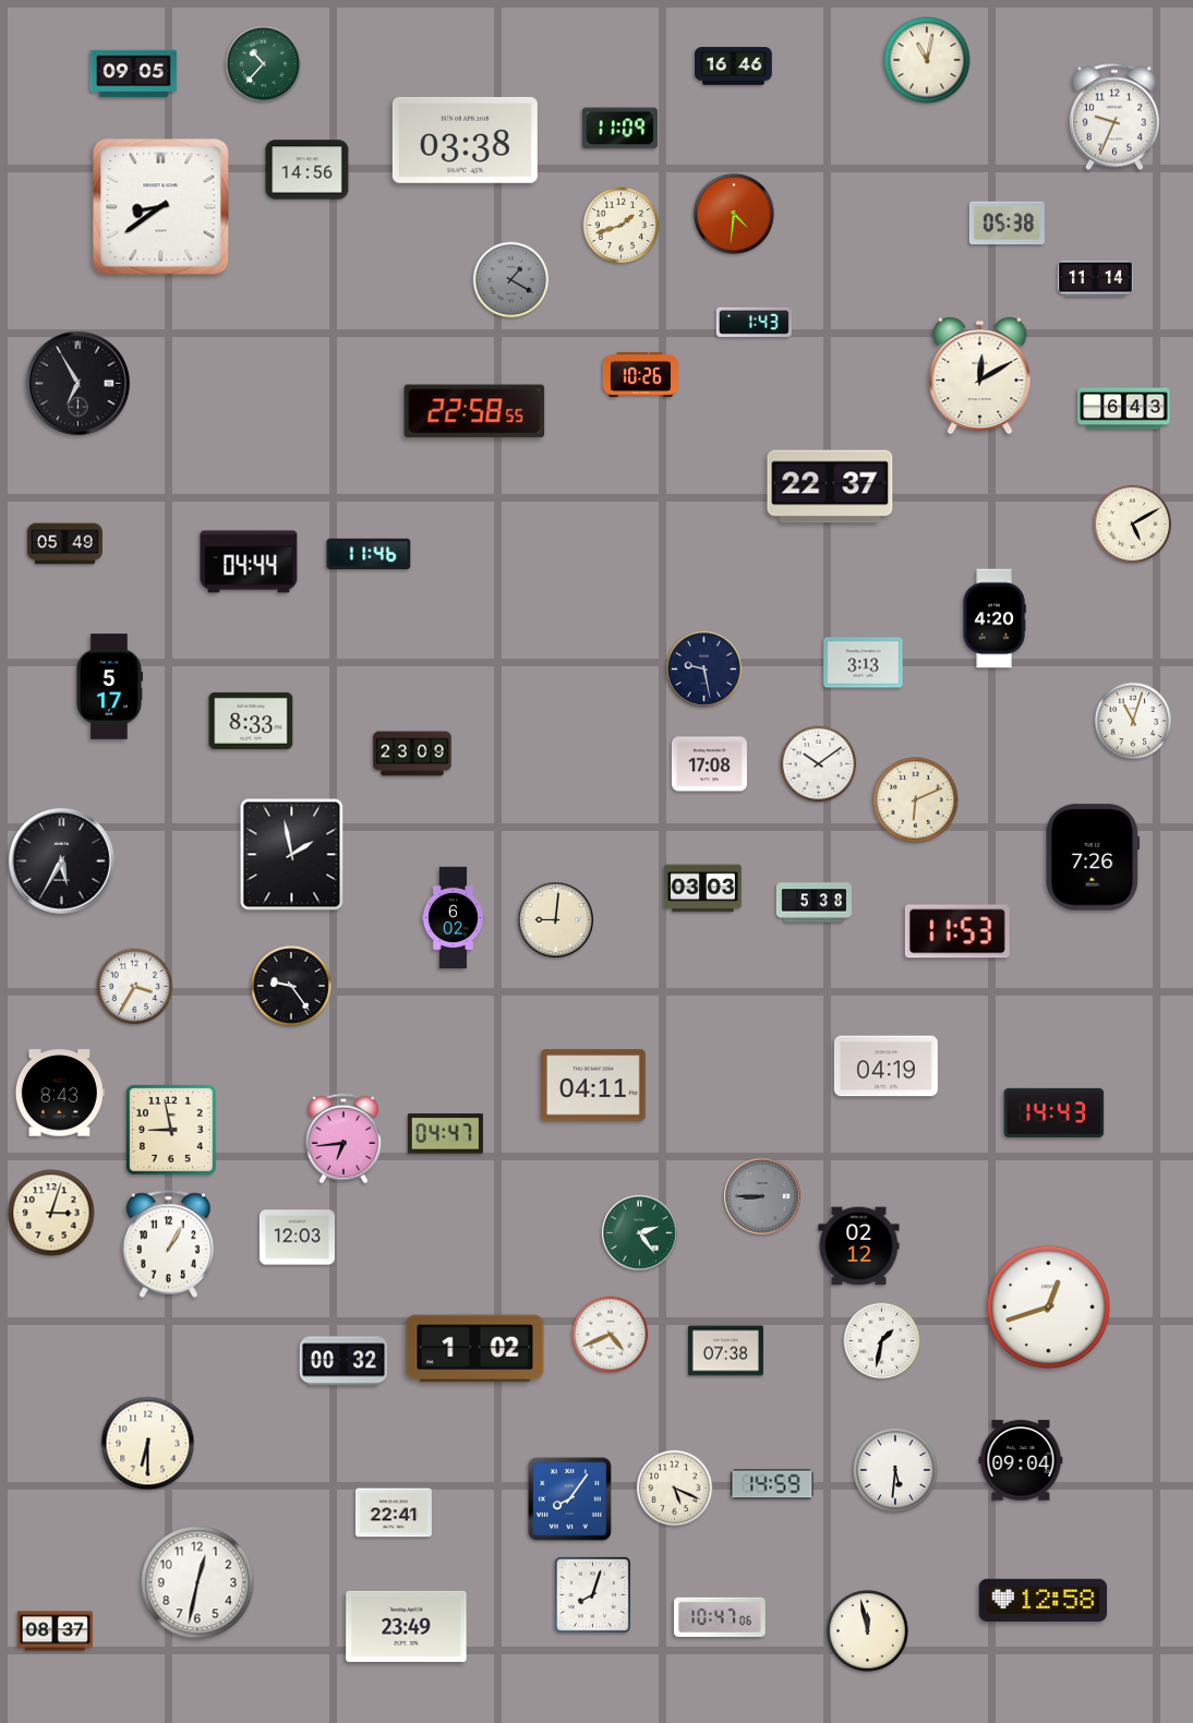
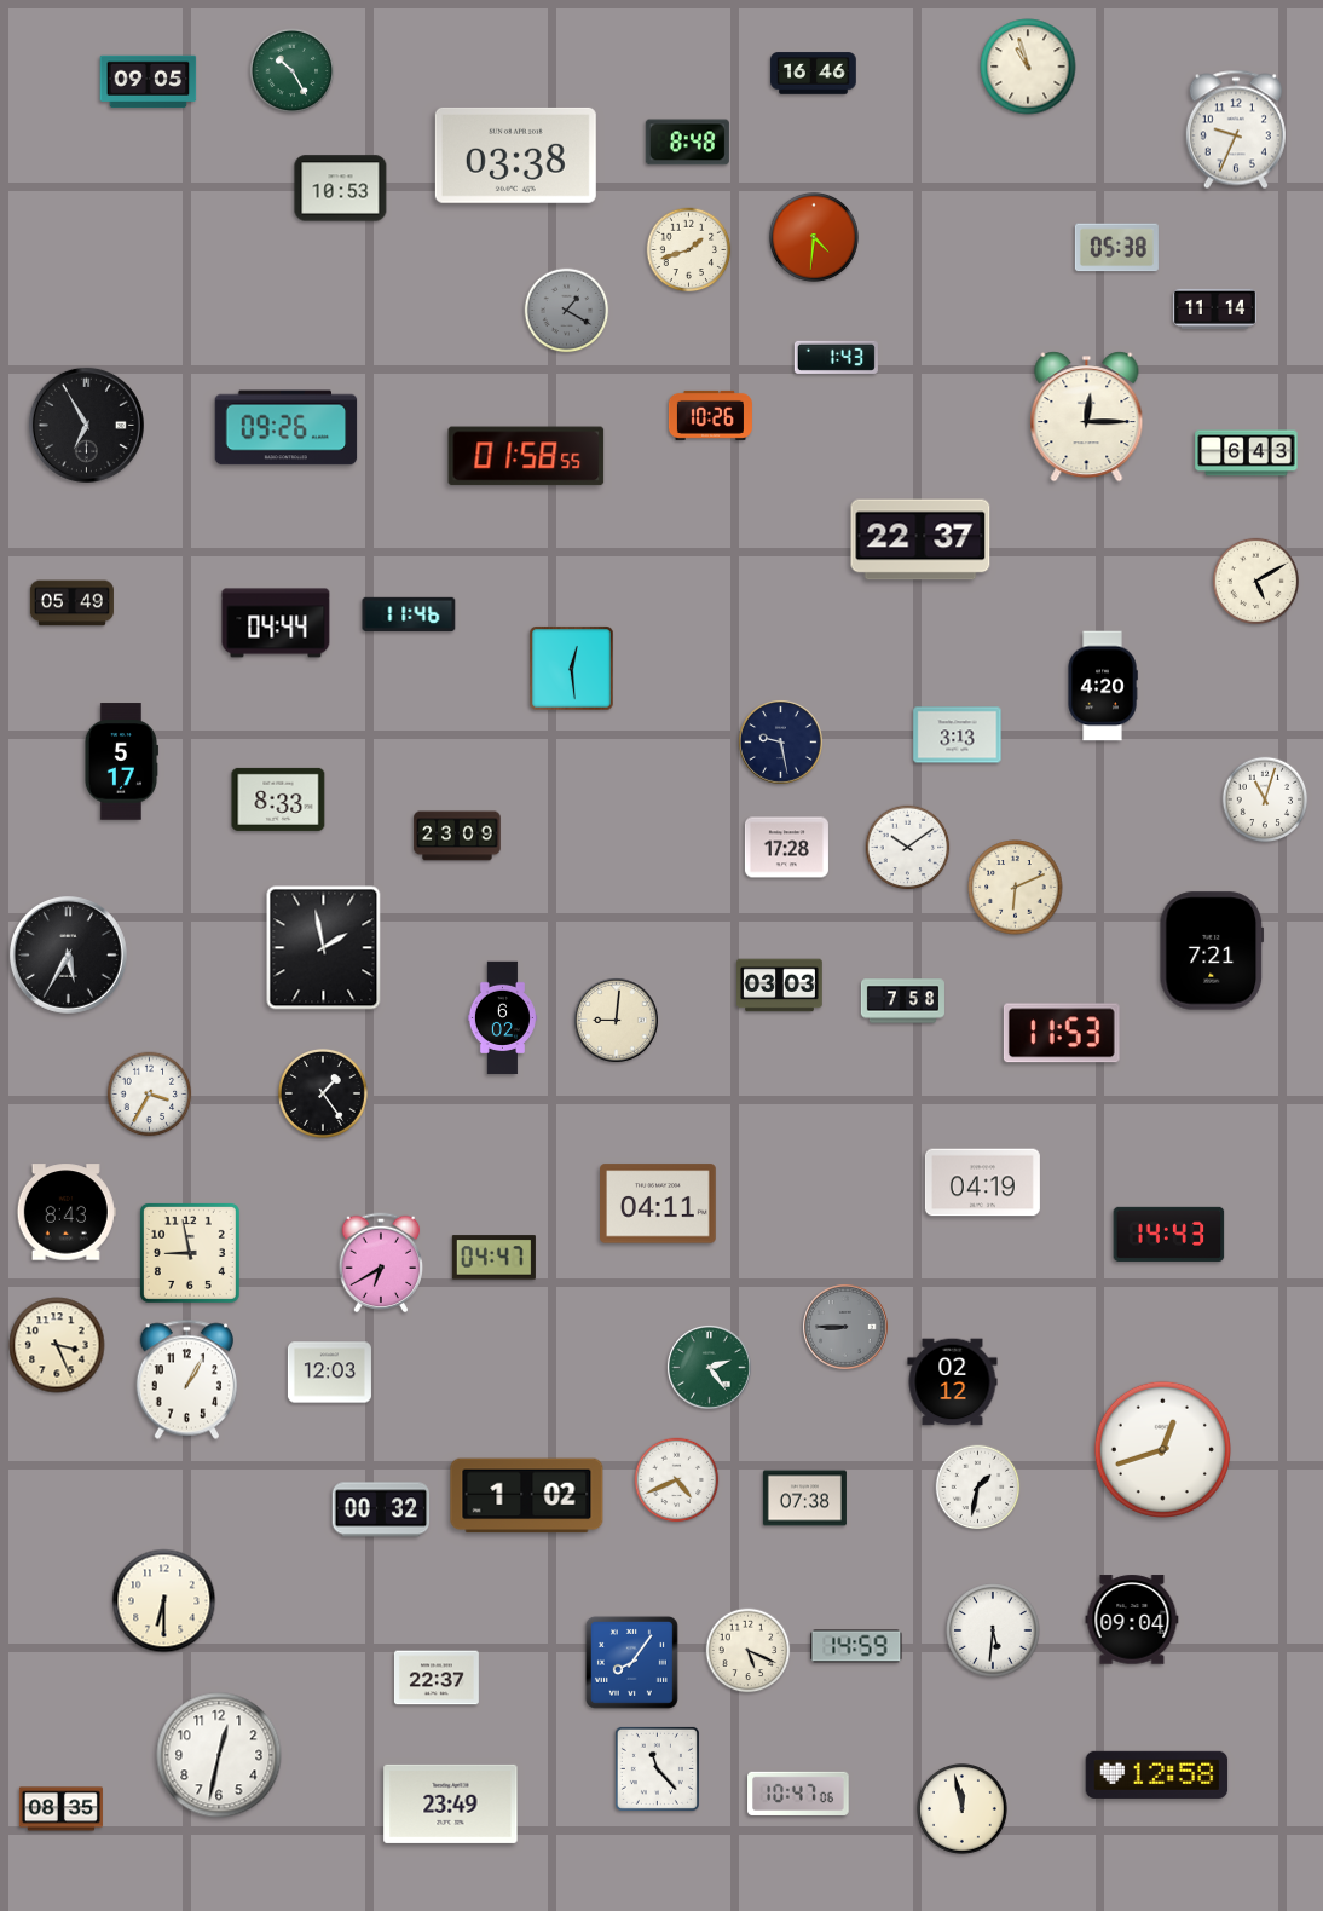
clock at (927, 60): 11:02 -> 10:57
clock at (264, 64): 10:37 -> 10:25
clock at (619, 129): 11:09 -> 8:48
clock at (308, 170): 14:56 -> 10:53
clock at (161, 207): 8:39 -> none
clock at (980, 376): 12:10 -> 12:15
clock at (287, 428): none -> 09:26
clock at (474, 411): 22:58 -> 01:58
clock at (572, 669): none -> 12:29
clock at (1133, 721) position: (1133, 721) -> (1265, 799)
clock at (709, 764): 17:08 -> 17:28
clock at (1093, 857): 7:26 -> 7:21
clock at (814, 903): 5:38 -> 7:58
clock at (291, 986): 9:24 -> 1:24
clock at (344, 1138): 6:44 -> 6:40
clock at (51, 1213): 3:03 -> 3:26
clock at (394, 1513): 22:41 -> 22:37
clock at (592, 1594): 8:03 -> 11:23
clock at (55, 1631): 08:37 -> 08:35
